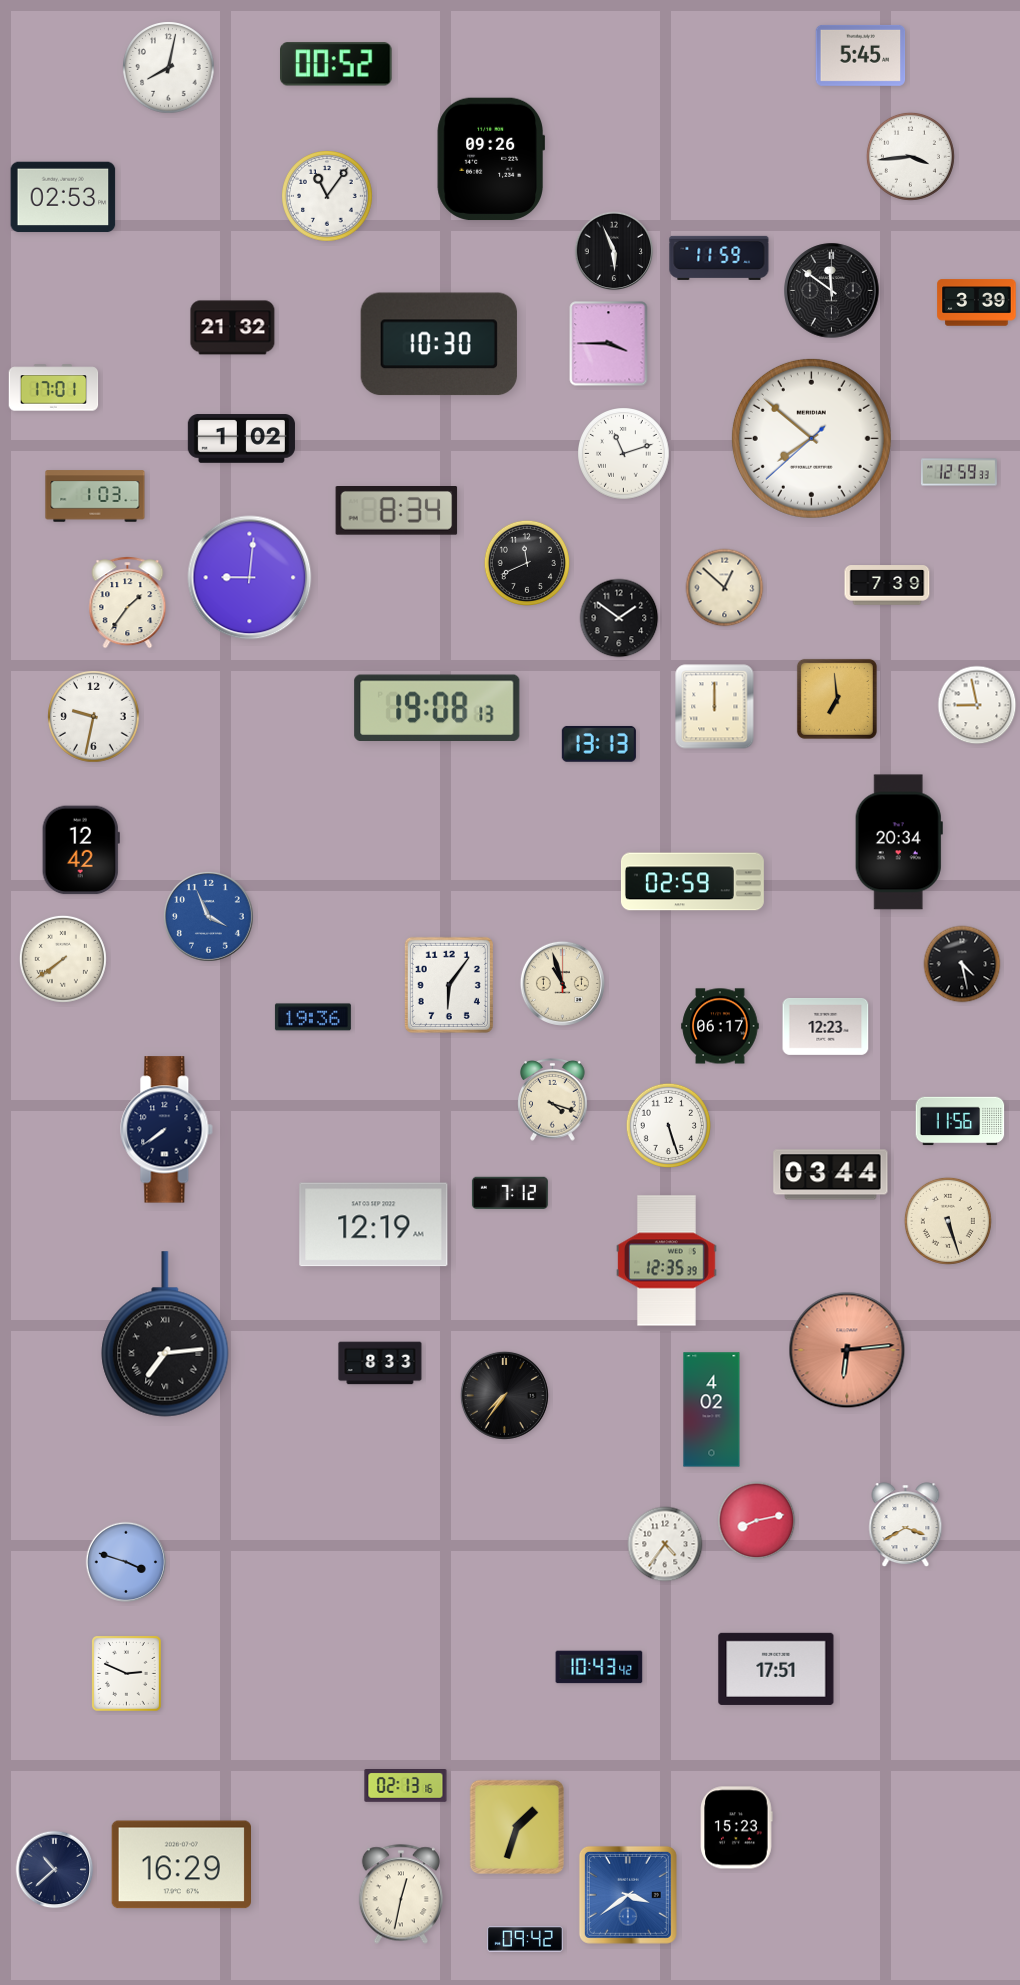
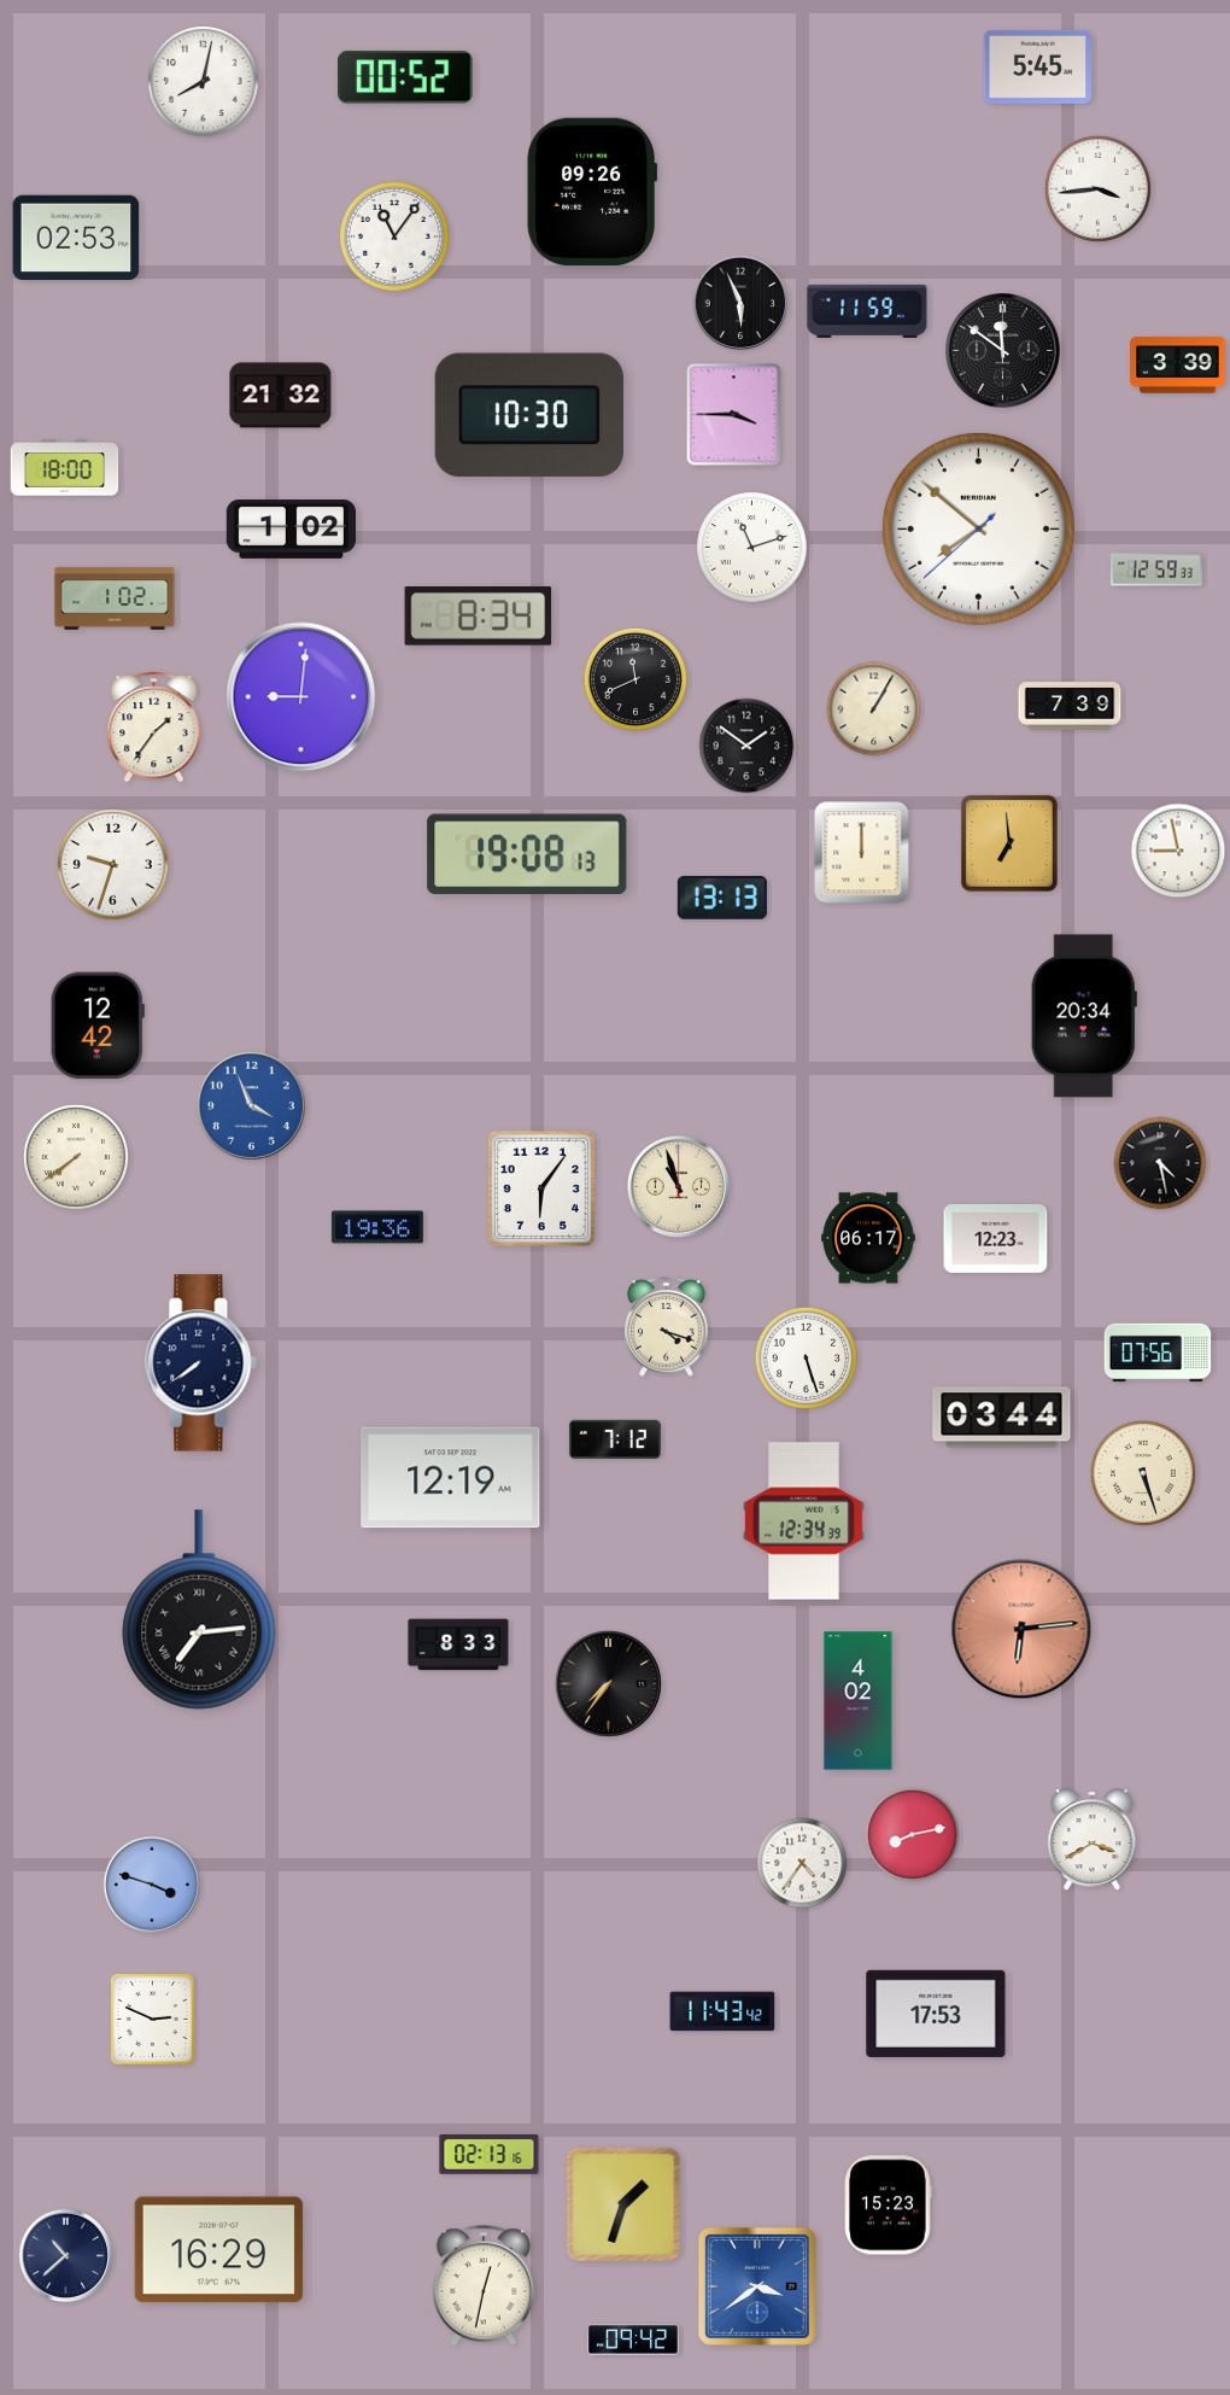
clock at (54, 388): 17:01 -> 18:00
clock at (95, 496): 1:03 -> 1:02
clock at (725, 588): 12:52 -> 1:05
clock at (94, 717): 9:32 -> 9:33
clock at (692, 882): 02:59 -> none
clock at (960, 1121): 11:56 -> 07:56
clock at (667, 1261): 12:35 -> 12:34
clock at (599, 1667): 10:43 -> 11:43
clock at (776, 1669): 17:51 -> 17:53
